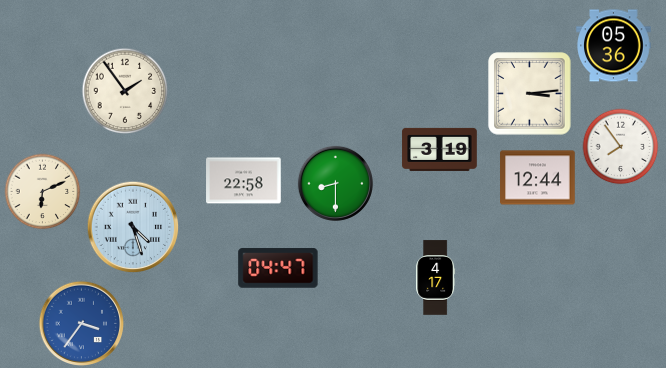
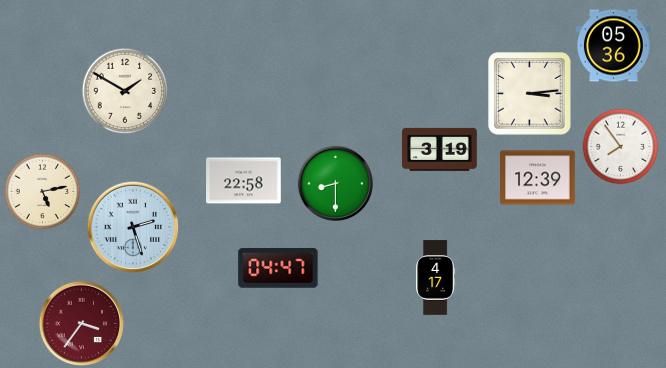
clock at (125, 91): 1:54 -> 1:50
clock at (538, 178): 12:44 -> 12:39
clock at (43, 192): 6:11 -> 5:13
clock at (133, 227): 4:27 -> 2:27
clock at (82, 324) dial: blue -> burgundy
